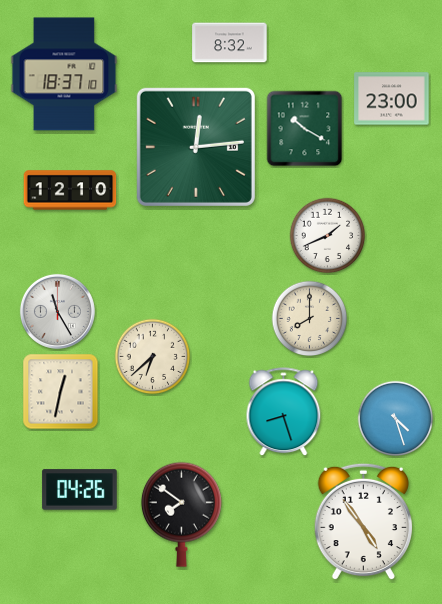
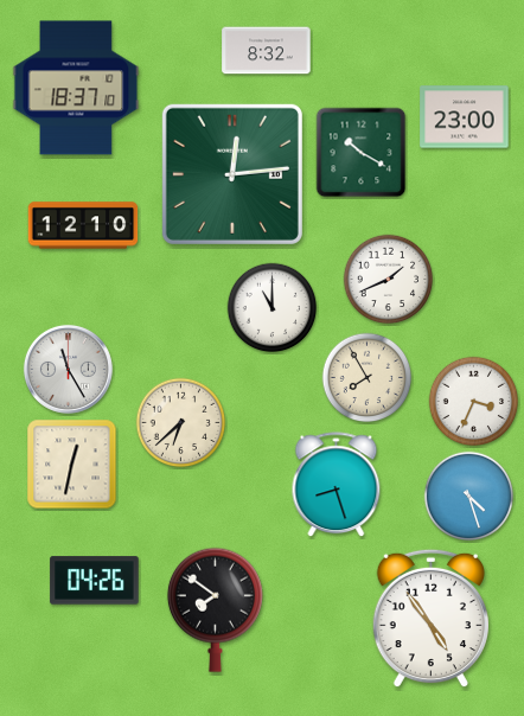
clock at (230, 43) position: (230, 43) -> (267, 51)
clock at (273, 308): none -> 11:00
clock at (310, 319): 8:00 -> 7:55
clock at (474, 402): none -> 3:34
clock at (284, 412) position: (284, 412) -> (337, 485)
